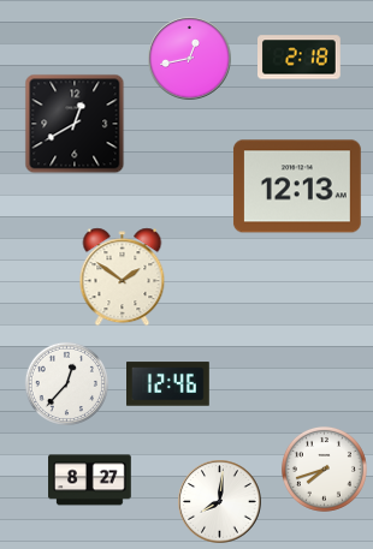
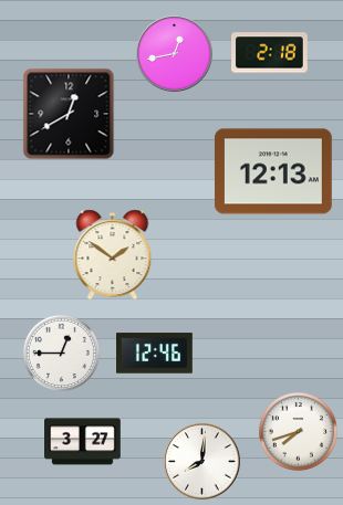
clock at (300, 58) position: (300, 58) -> (270, 53)
clock at (66, 383): 12:37 -> 12:45
clock at (90, 481): 8:27 -> 3:27
